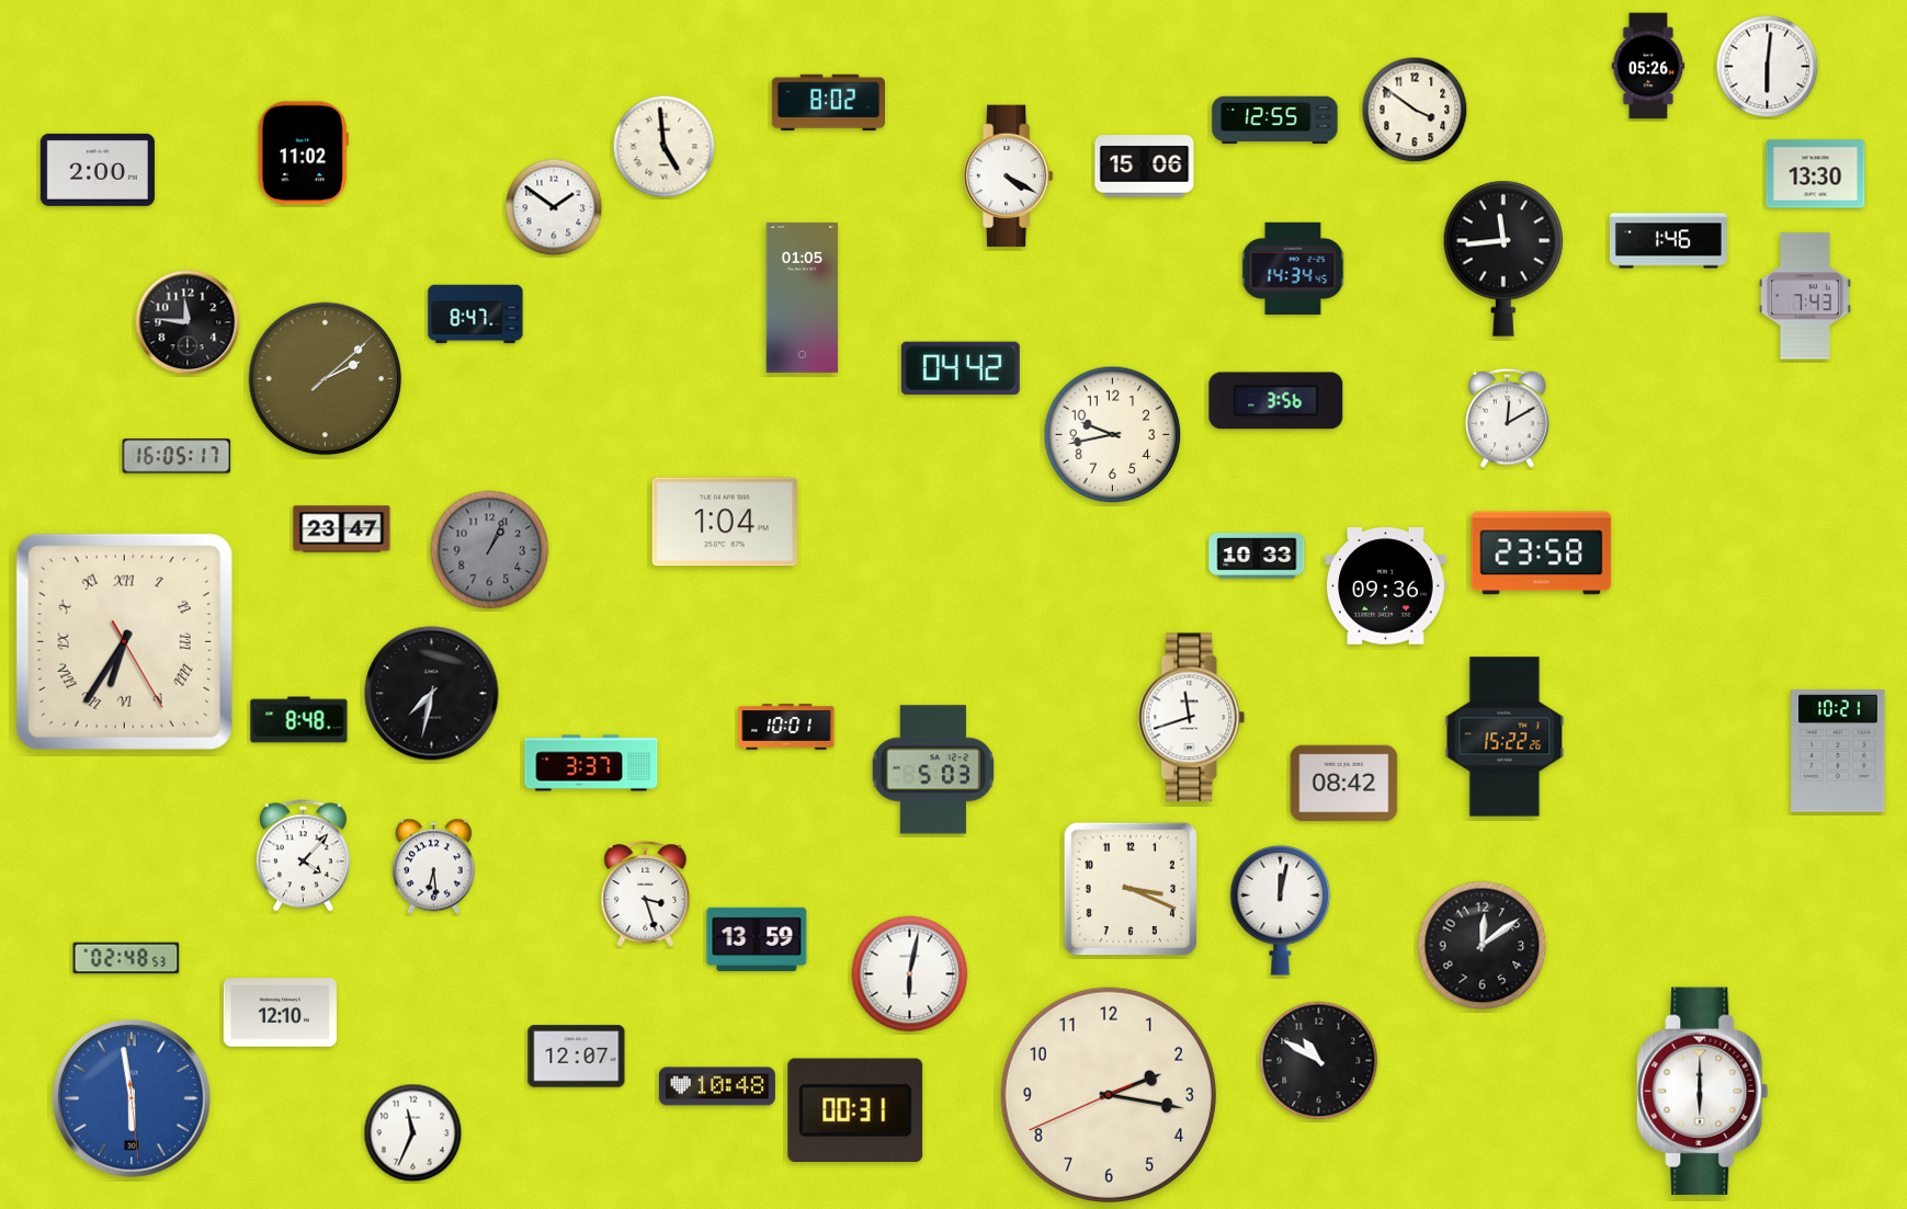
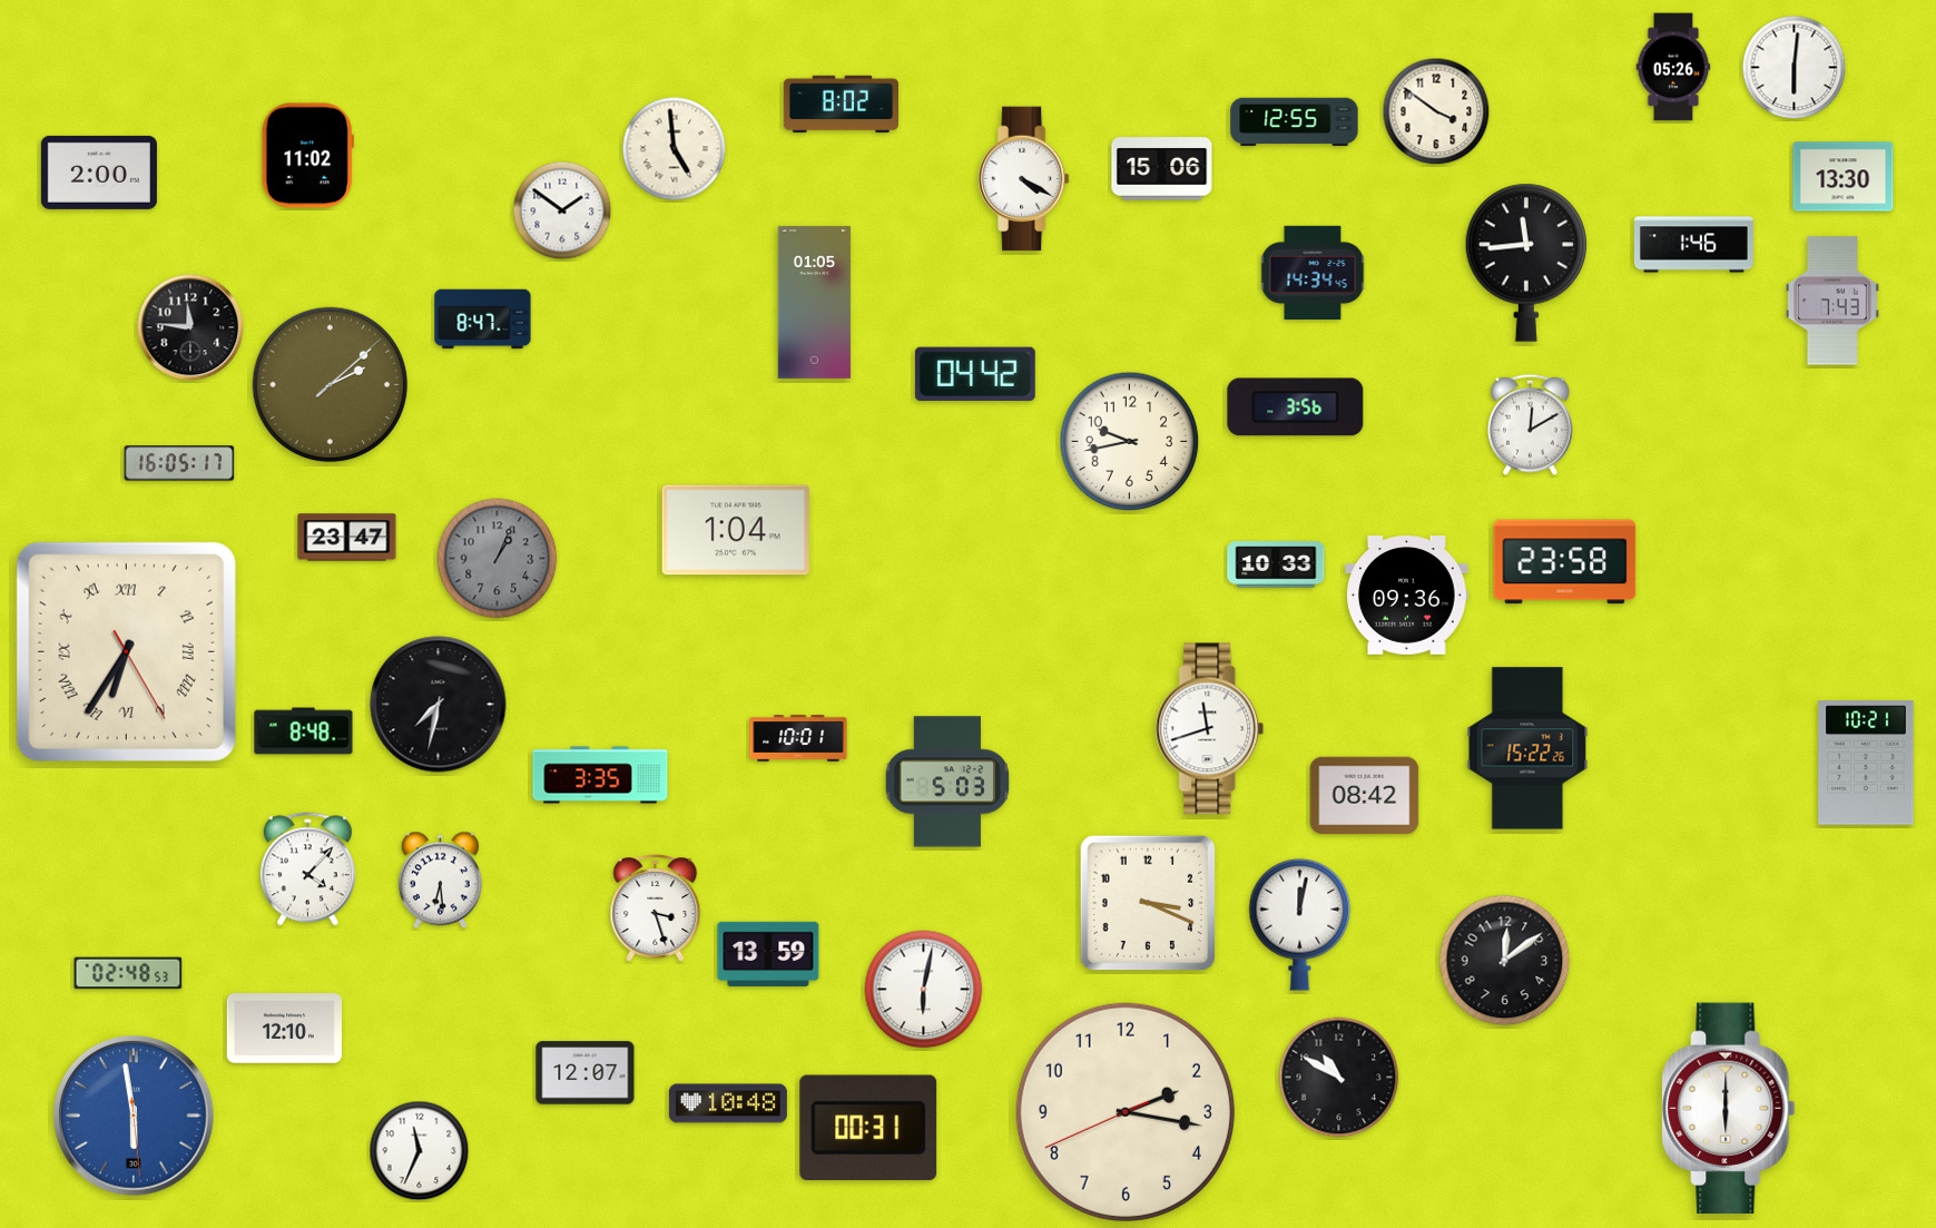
clock at (591, 763): 3:37 -> 3:35
